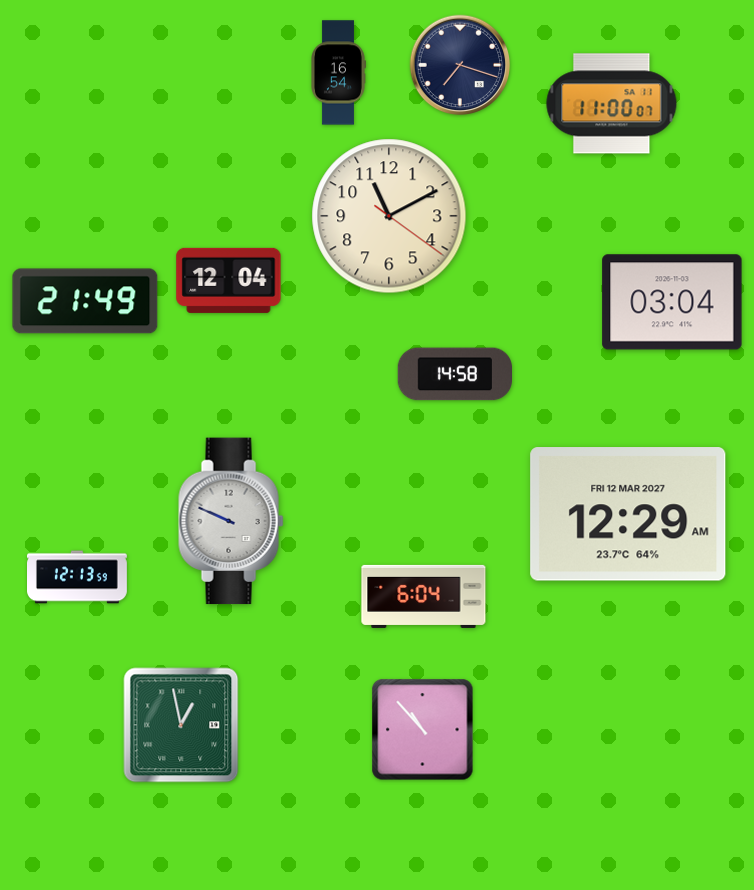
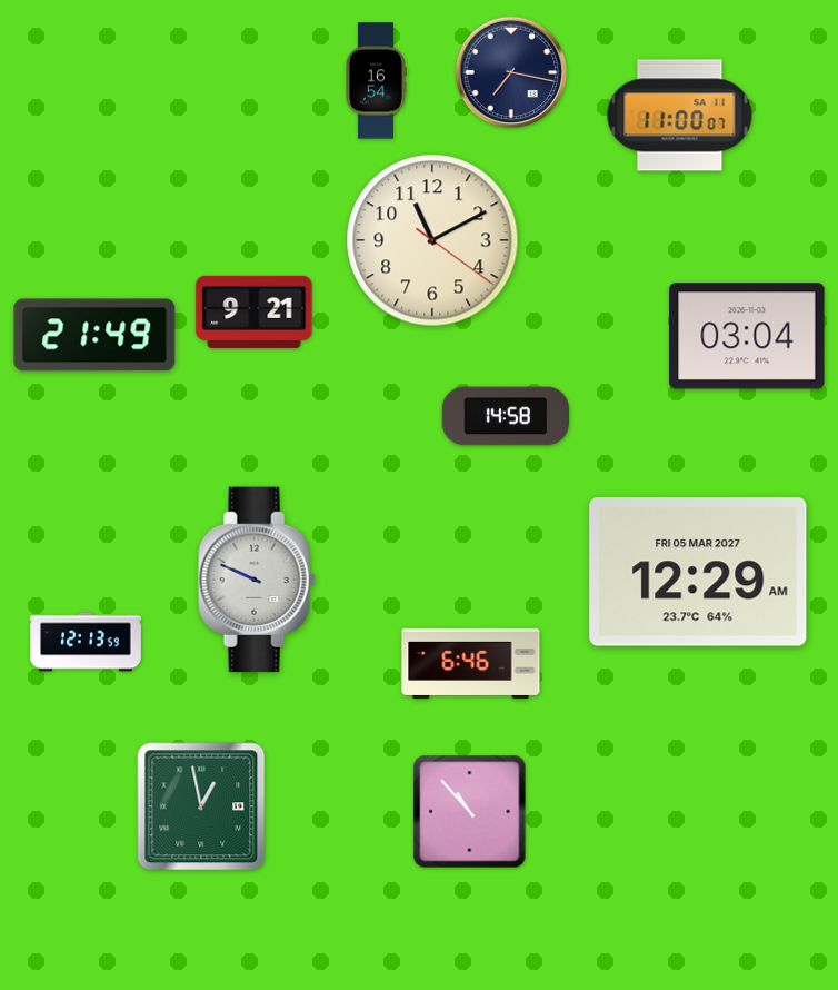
clock at (460, 65): 7:18 -> 7:17
clock at (229, 280): 12:04 -> 9:21
clock at (628, 514) date: FRI 12 MAR 2027 -> FRI 05 MAR 2027
clock at (424, 596): 6:04 -> 6:46
